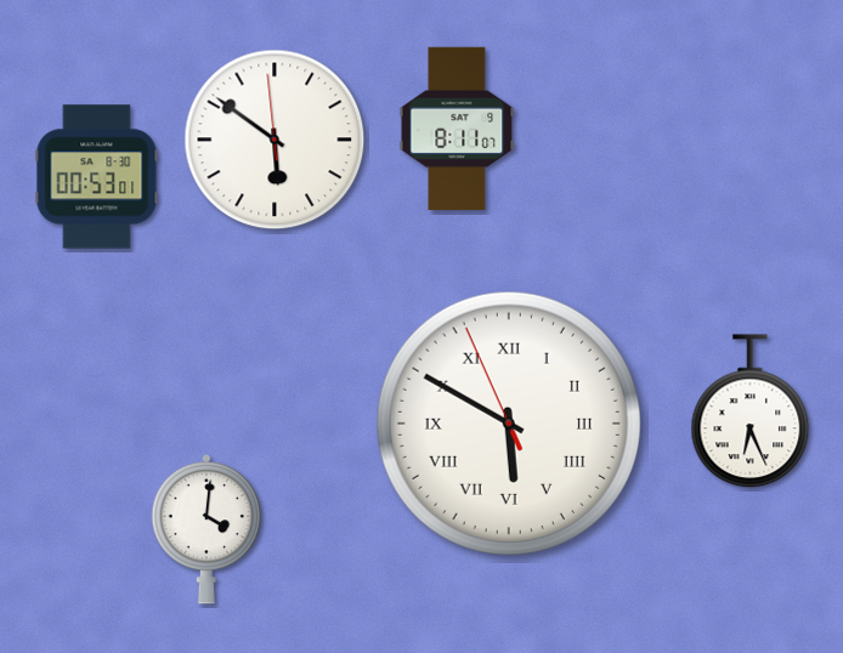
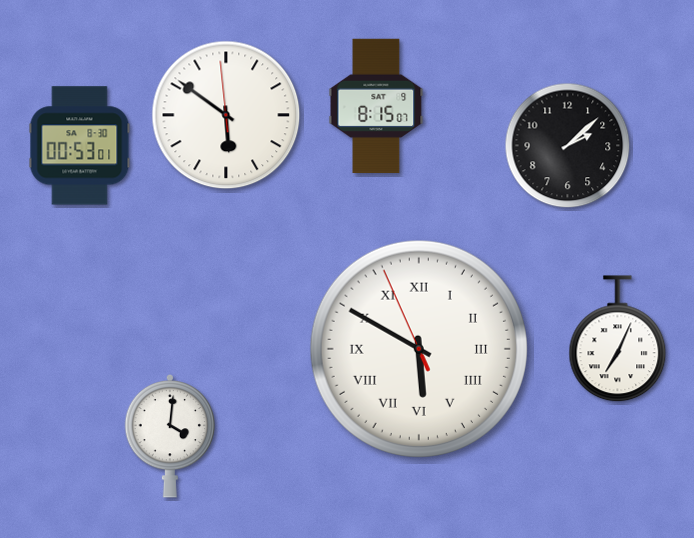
clock at (457, 127): 8:11 -> 8:15
clock at (568, 146): none -> 2:08
clock at (751, 411): 6:26 -> 7:04
